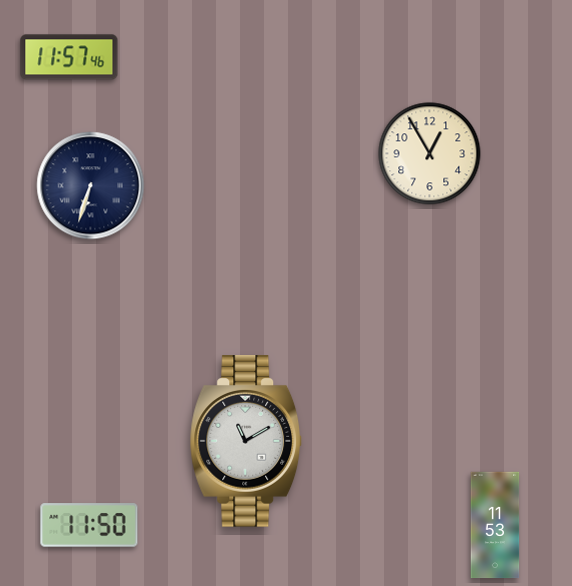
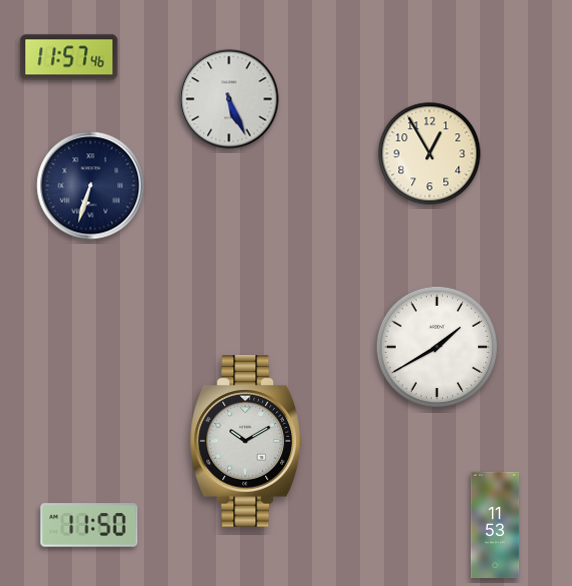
clock at (229, 99): none -> 5:26
clock at (436, 347): none -> 1:40
clock at (246, 441): 11:10 -> 10:10
